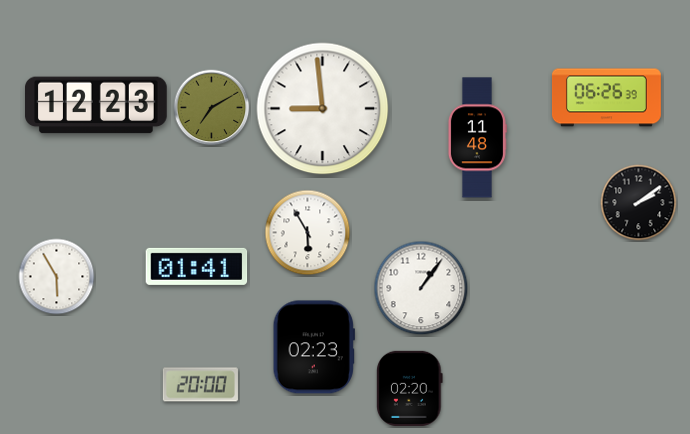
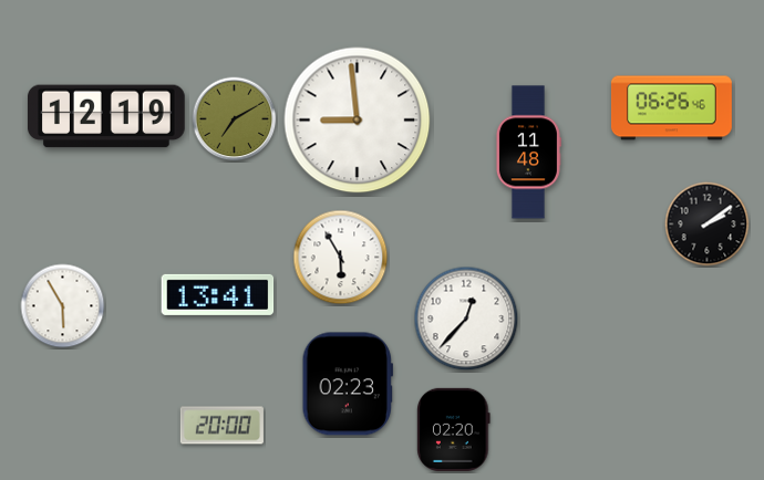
clock at (606, 98): 06:26:39 -> 06:26:46
clock at (97, 105): 12:23 -> 12:19
clock at (197, 266): 01:41 -> 13:41
clock at (421, 288): 1:06 -> 12:37
